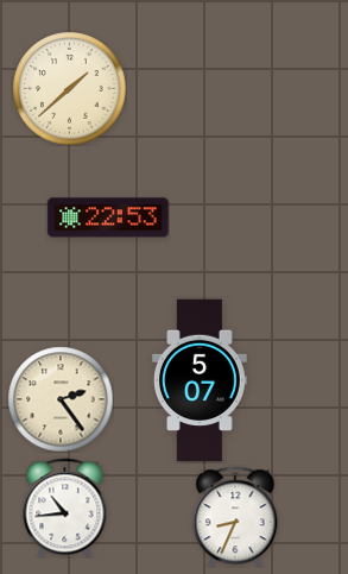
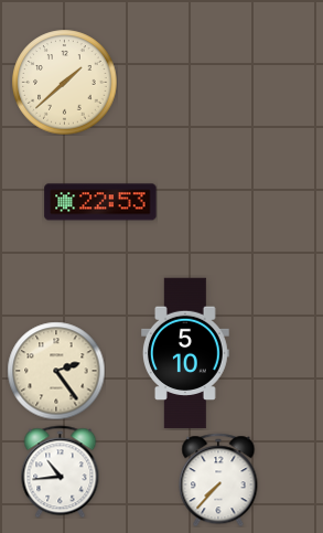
clock at (201, 380): 5:07 -> 5:10
clock at (235, 517): 8:34 -> 7:37
